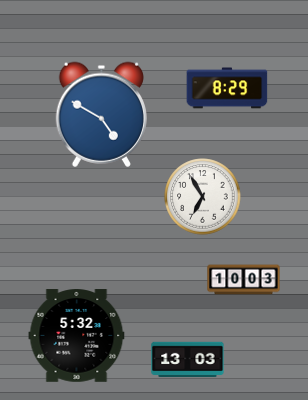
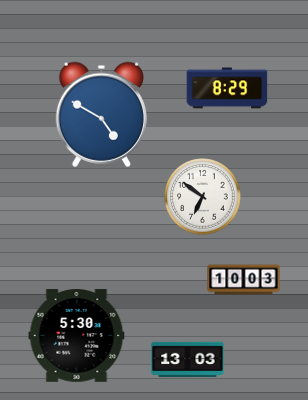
clock at (203, 197): 6:55 -> 6:51
clock at (77, 336): 5:32 -> 5:30
